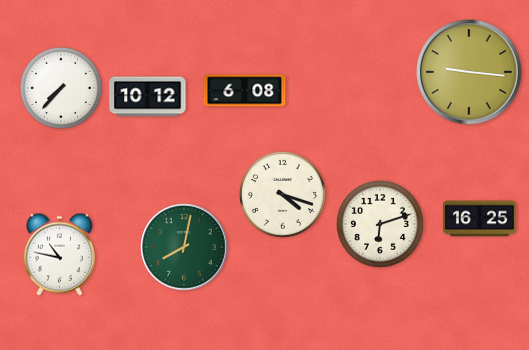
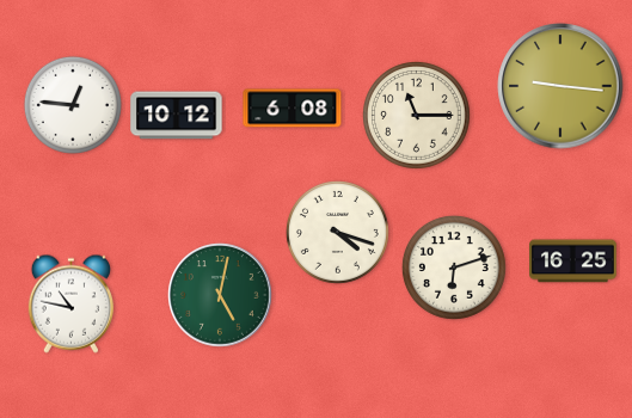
clock at (61, 88): 7:37 -> 12:46
clock at (417, 116): none -> 11:15
clock at (185, 248): 8:02 -> 5:02
